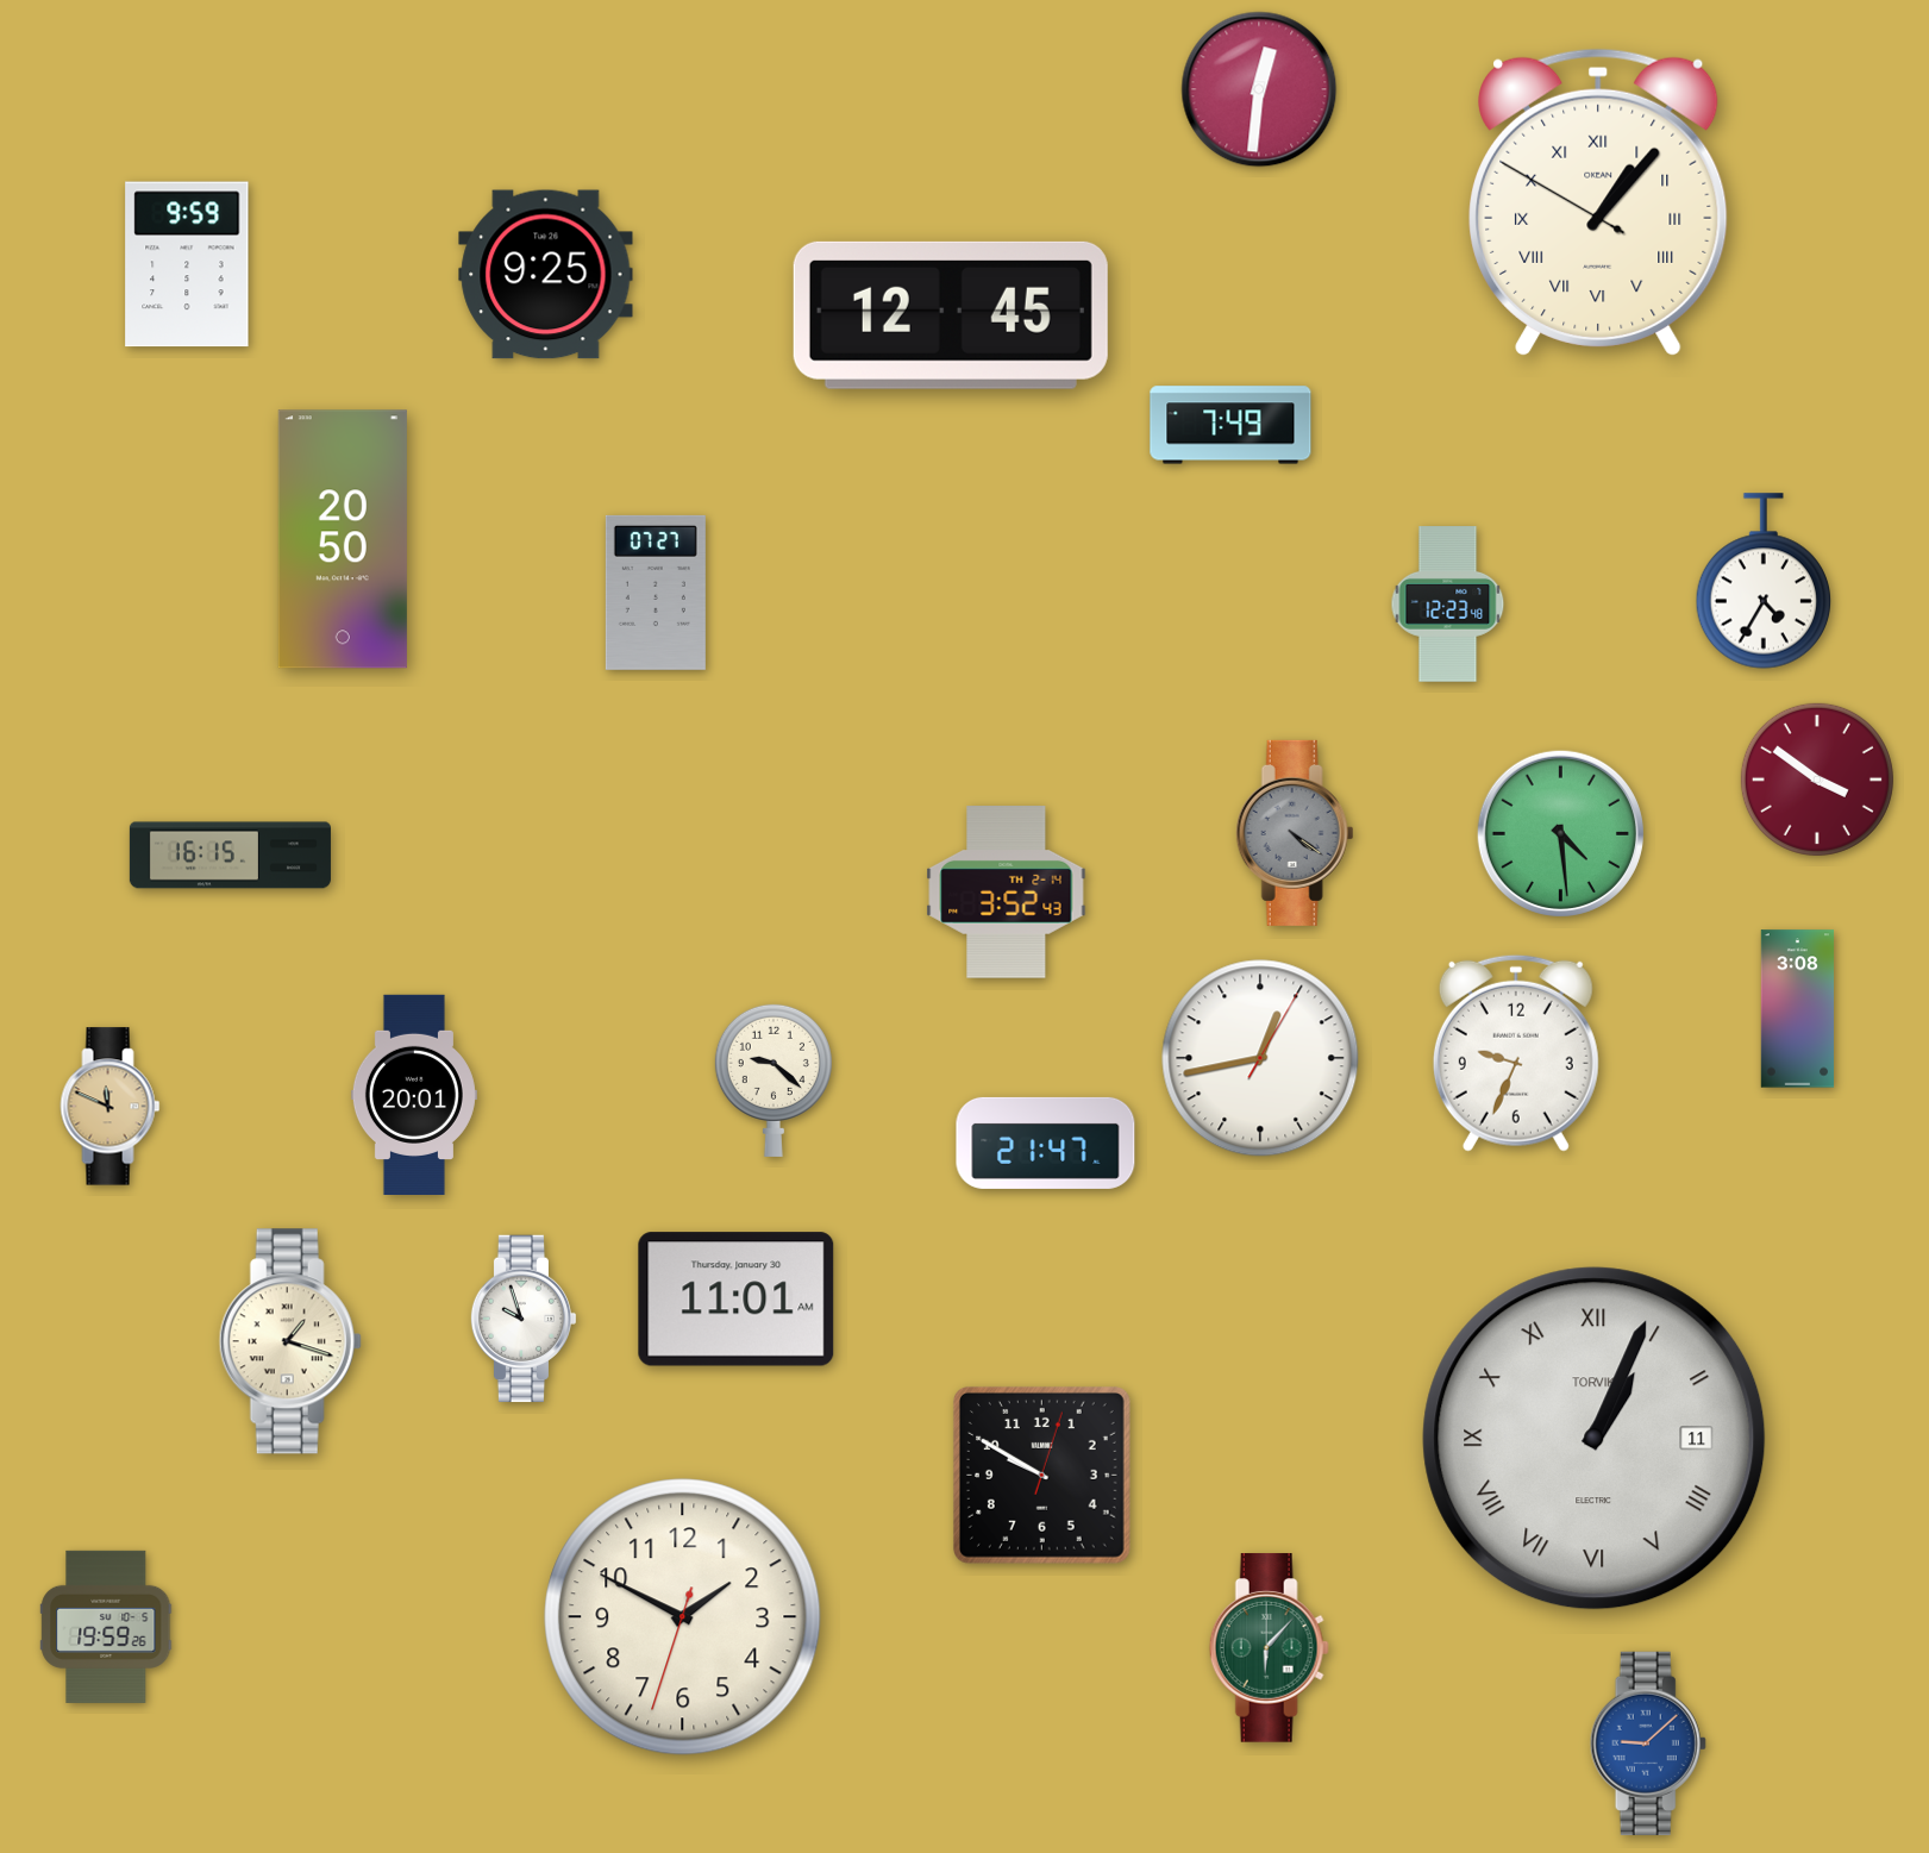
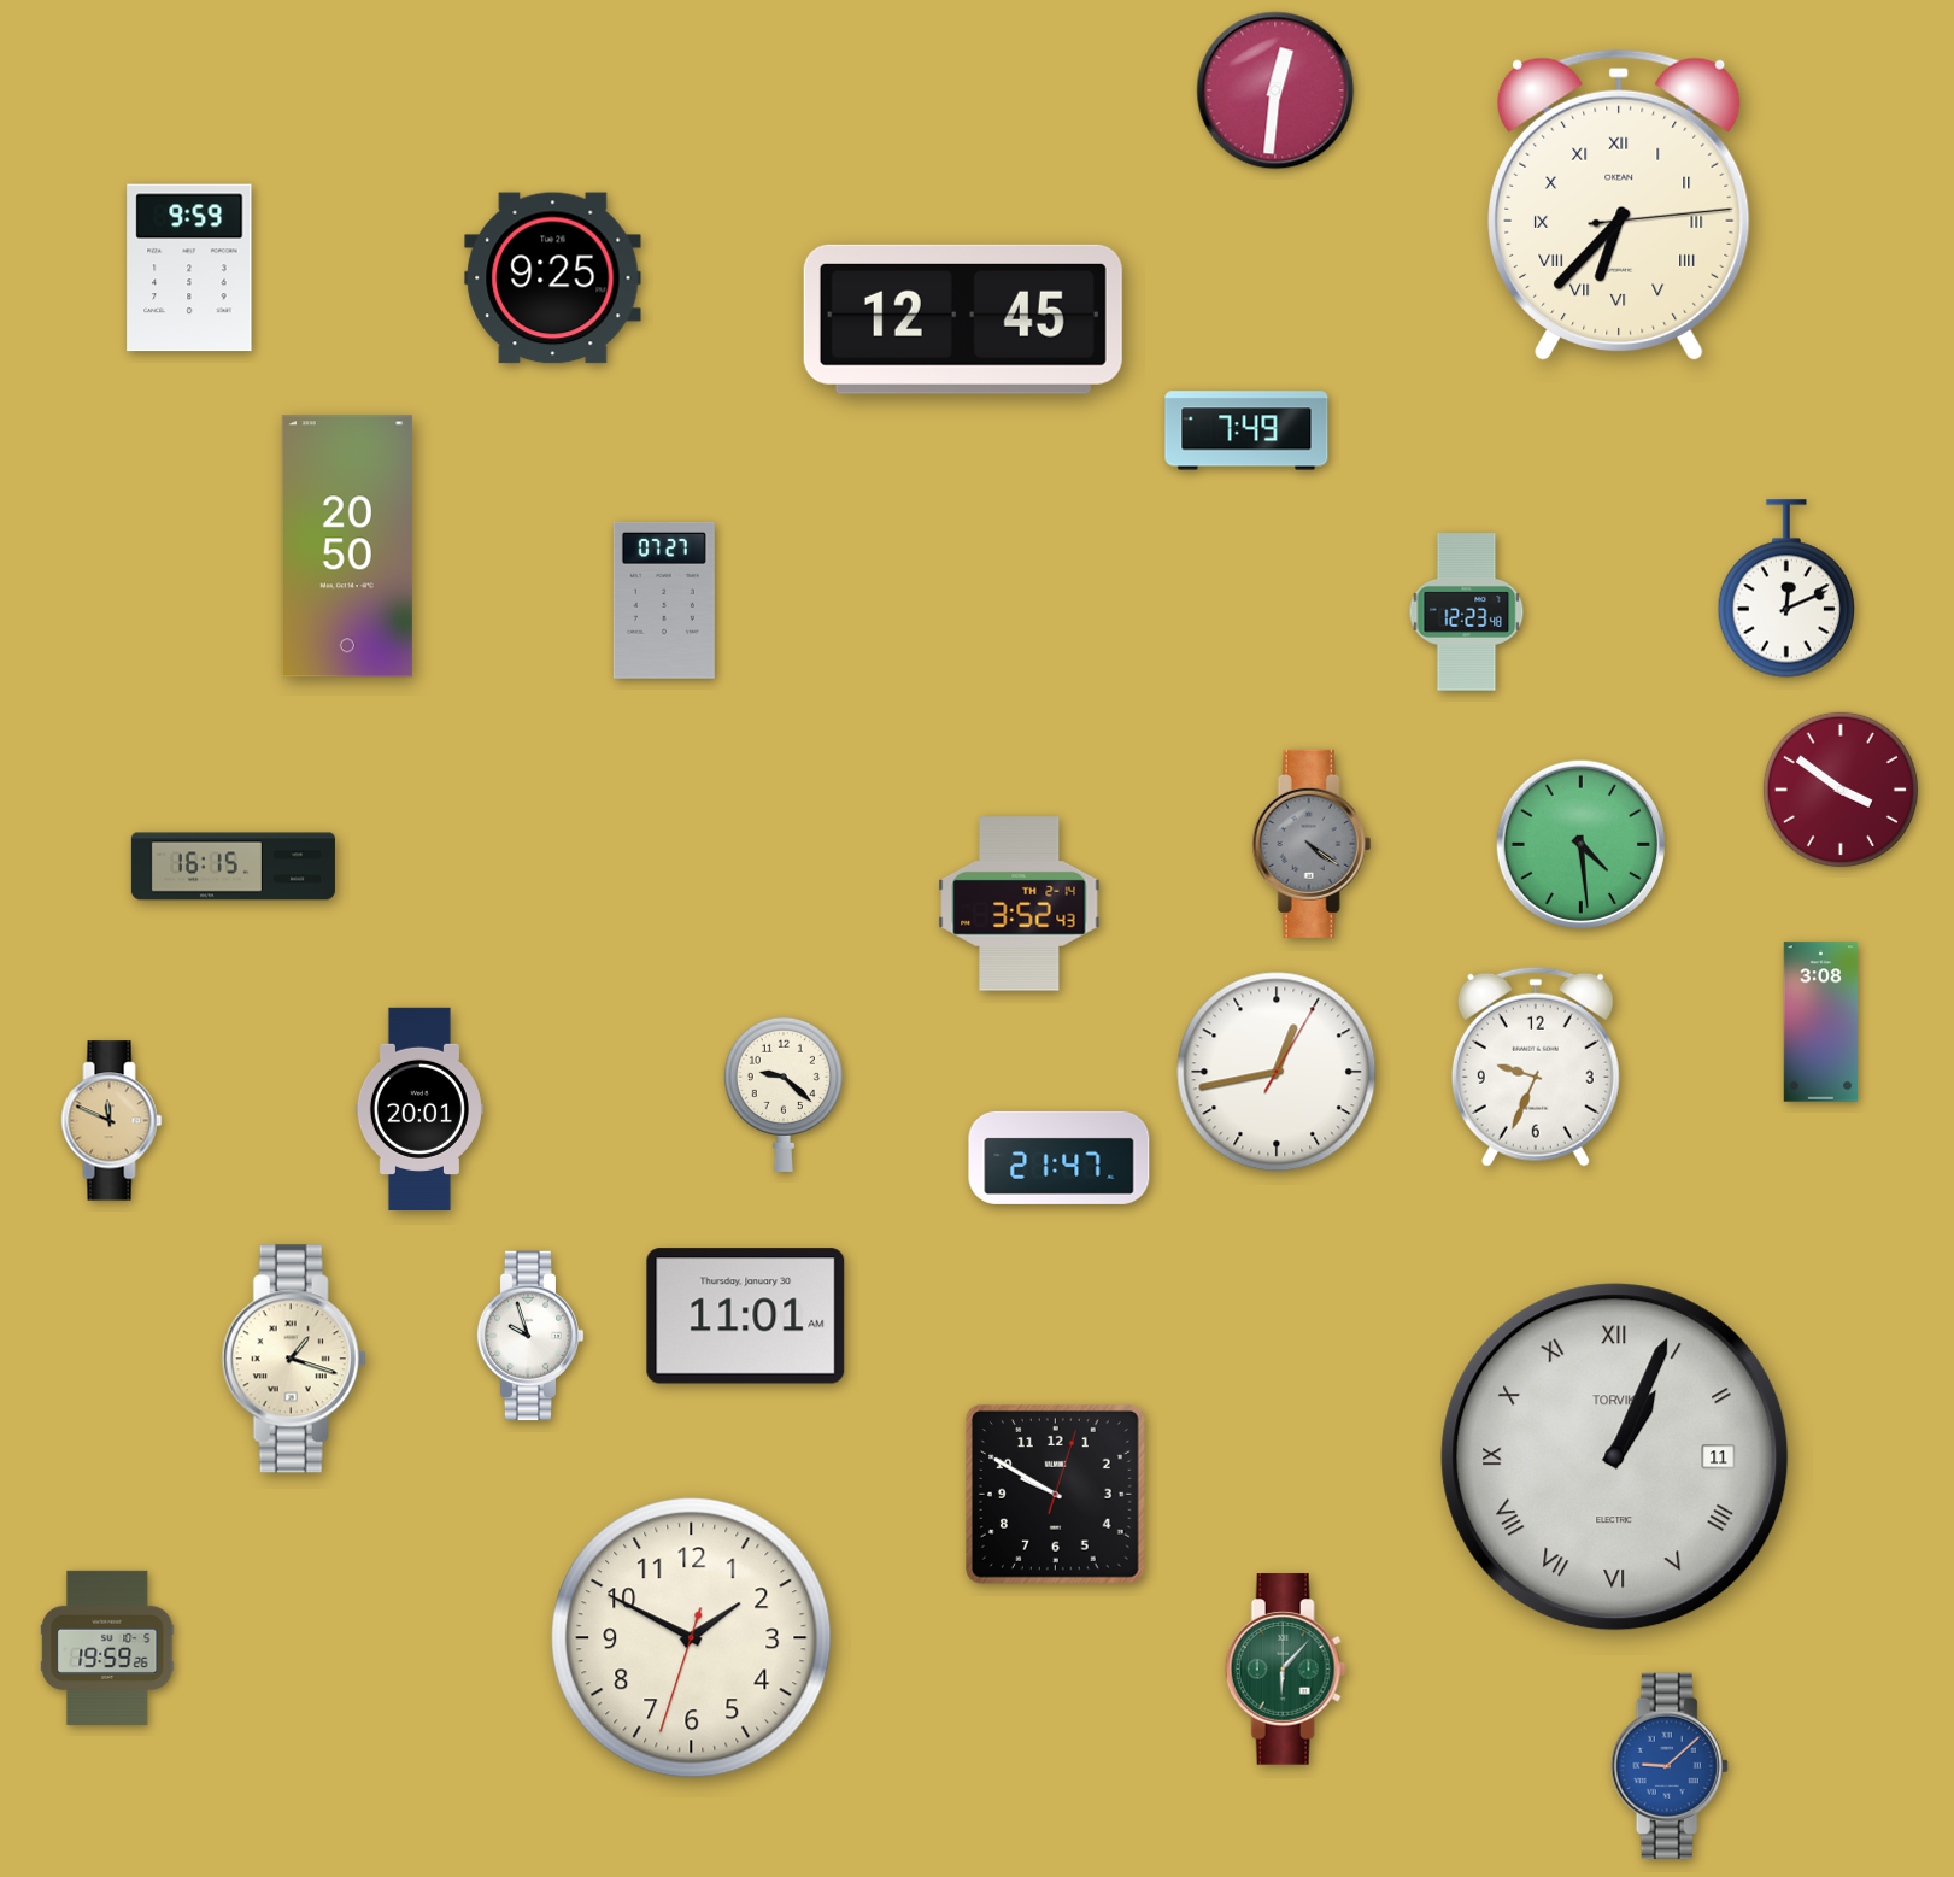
clock at (1598, 202): 1:06 -> 6:37
clock at (1762, 581): 4:35 -> 12:11
